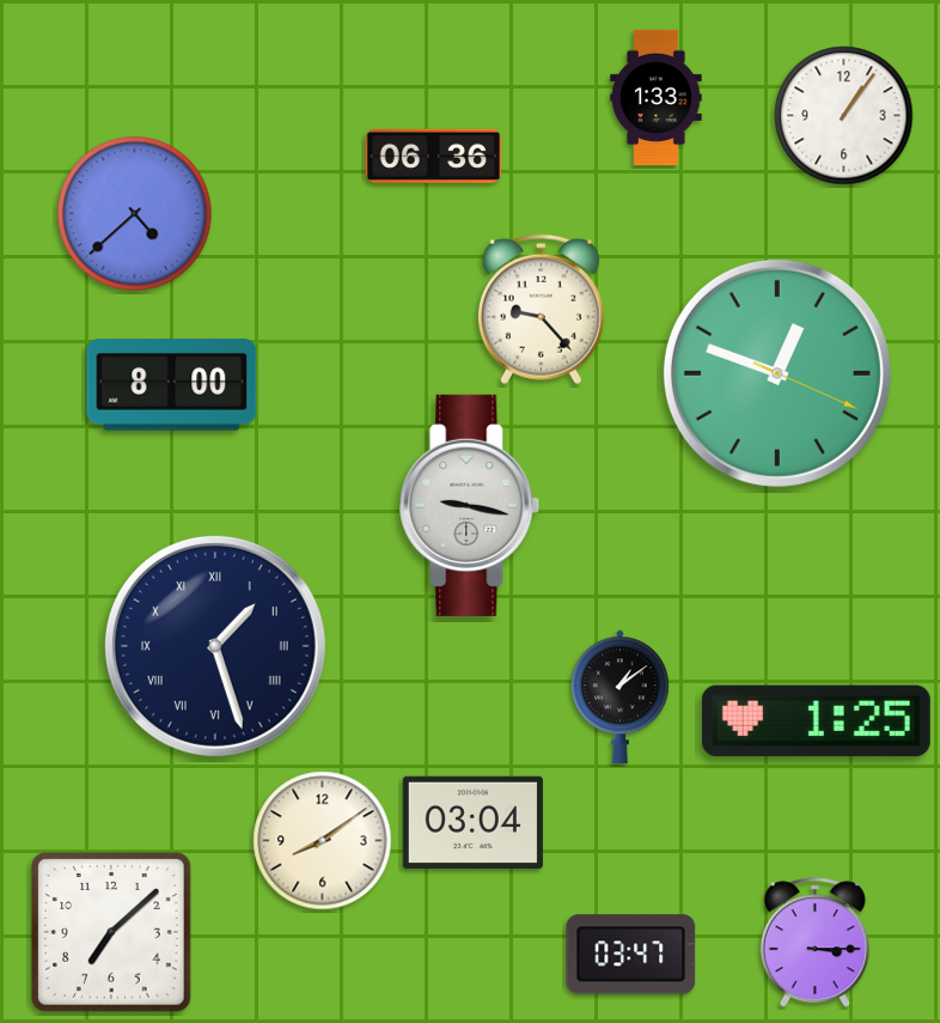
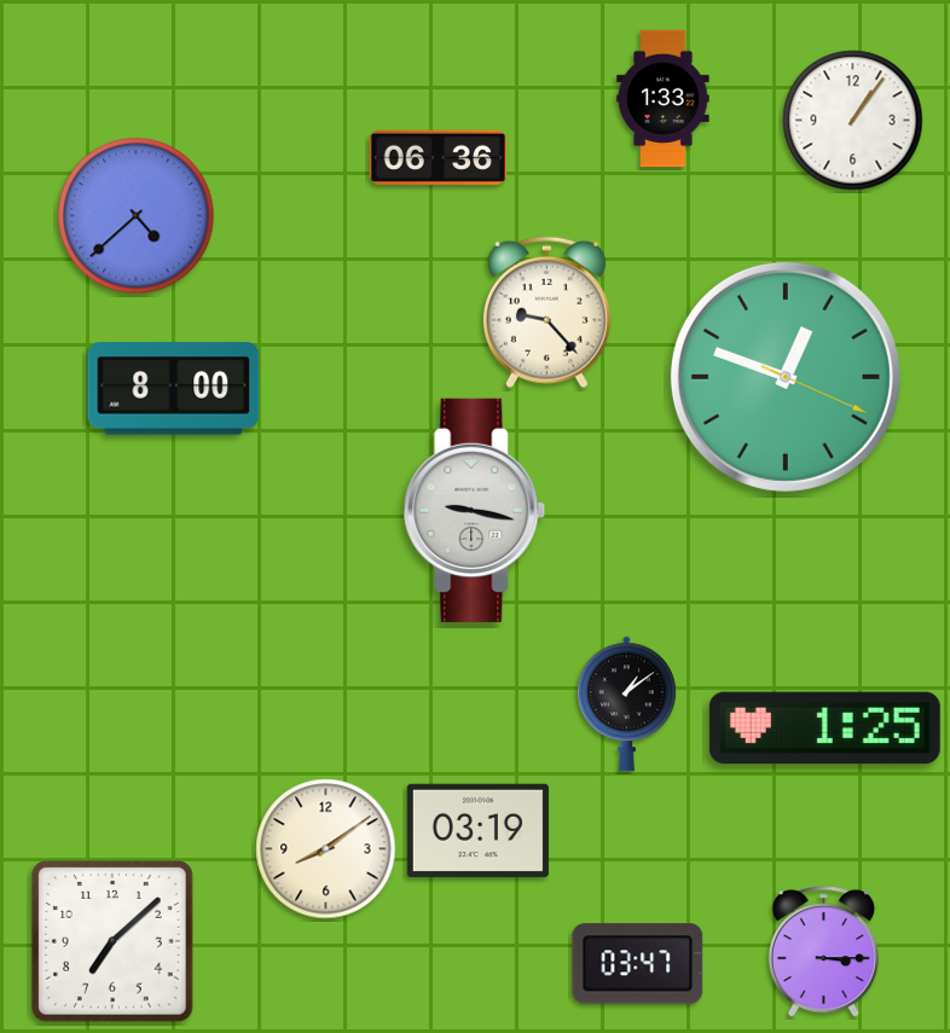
clock at (844, 116) position: (844, 116) -> (853, 121)
clock at (215, 646): 1:27 -> none
clock at (472, 822): 03:04 -> 03:19
